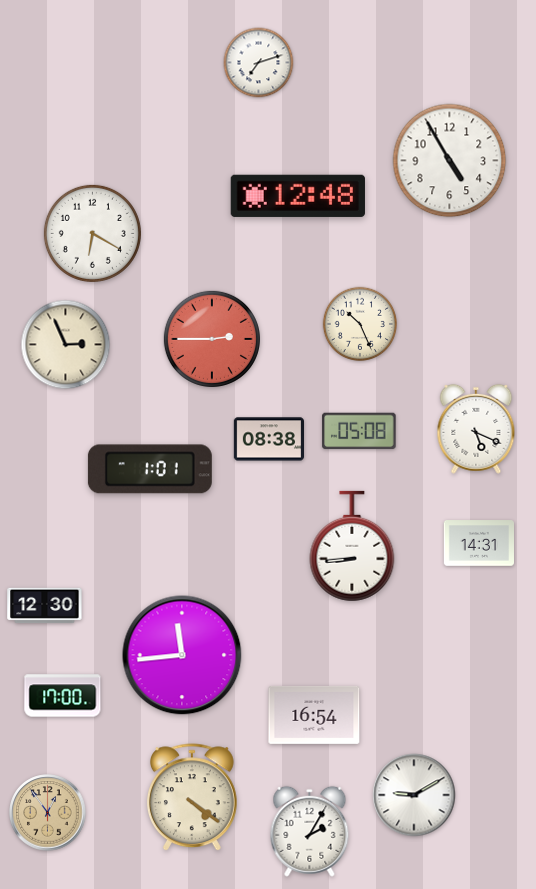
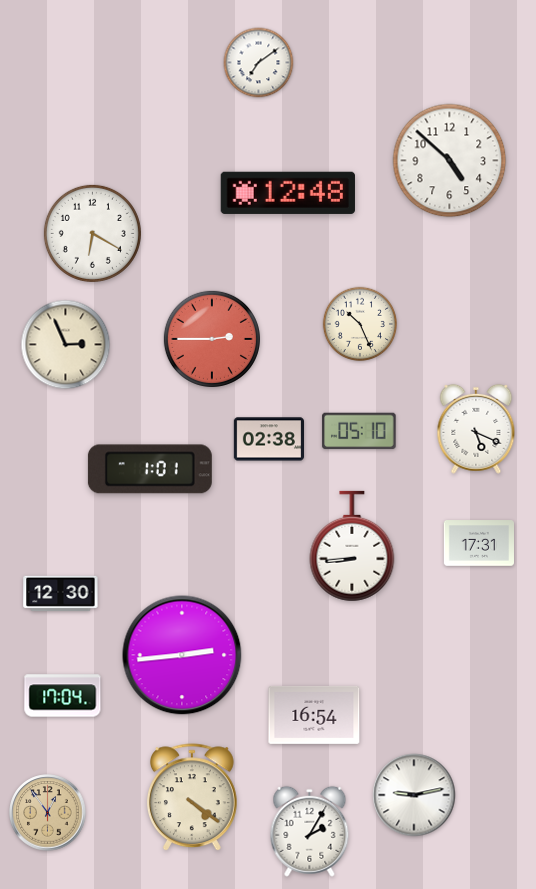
clock at (259, 63): 7:12 -> 7:09
clock at (450, 161): 4:55 -> 4:52
clock at (298, 196) position: (298, 196) -> (288, 193)
clock at (359, 431): 05:08 -> 05:10
clock at (268, 439): 08:38 -> 02:38
clock at (478, 543): 14:31 -> 17:31
clock at (45, 606) position: (45, 606) -> (61, 594)
clock at (182, 655): 11:44 -> 2:44
clock at (63, 696): 17:00 -> 17:04
clock at (414, 795): 9:10 -> 9:13
